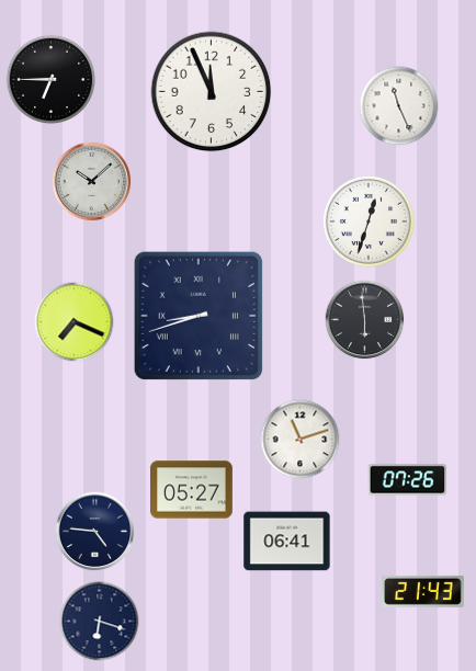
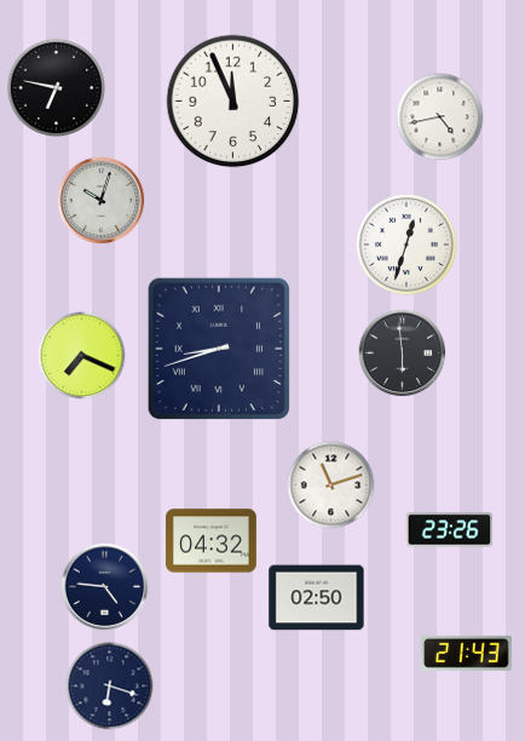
clock at (50, 79): 6:45 -> 6:47
clock at (399, 106): 11:26 -> 4:43
clock at (92, 182): 10:08 -> 10:03
clock at (408, 480): 07:26 -> 23:26
clock at (192, 490): 05:27 -> 04:32
clock at (287, 542): 06:41 -> 02:50
